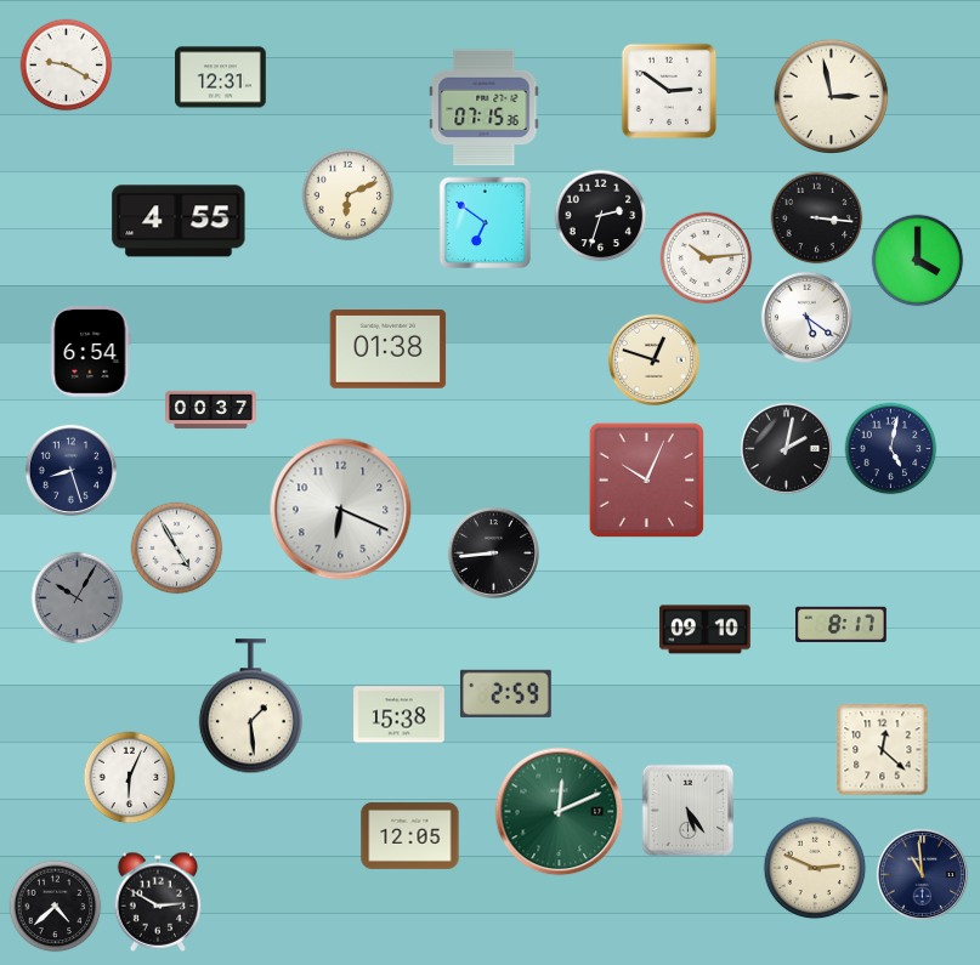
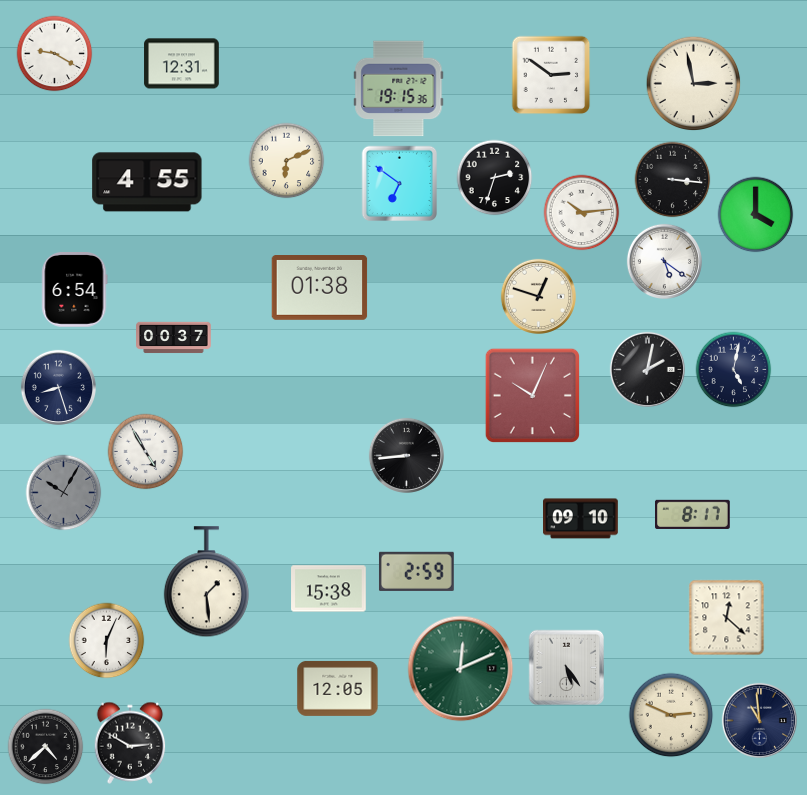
clock at (832, 97) position: (832, 97) -> (694, 84)
clock at (485, 108): 07:15 -> 19:15
clock at (341, 510): 6:19 -> none
